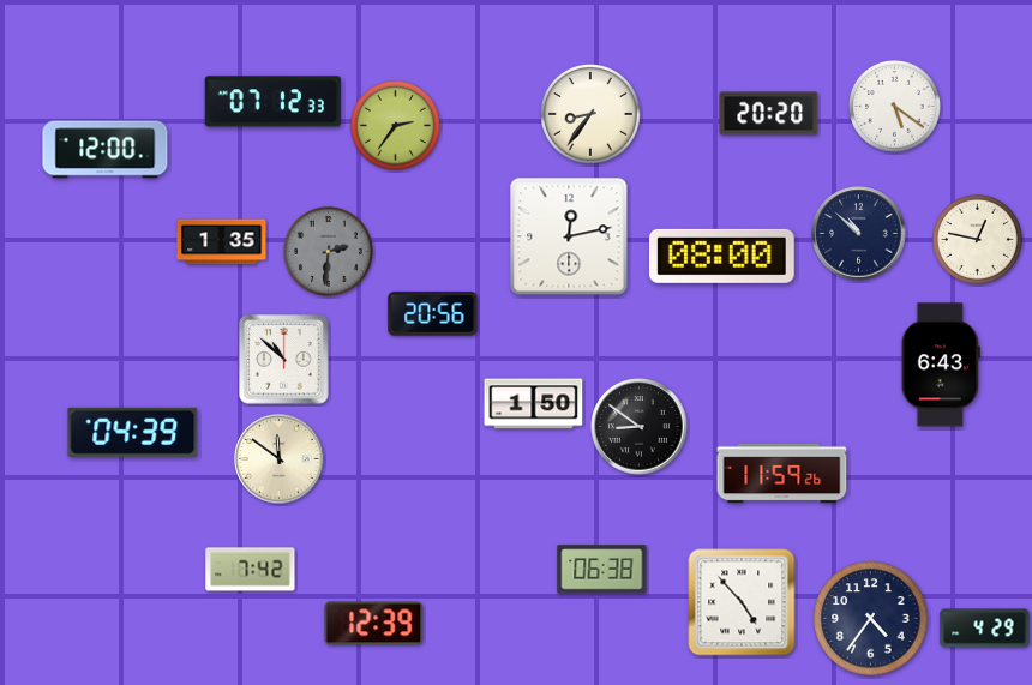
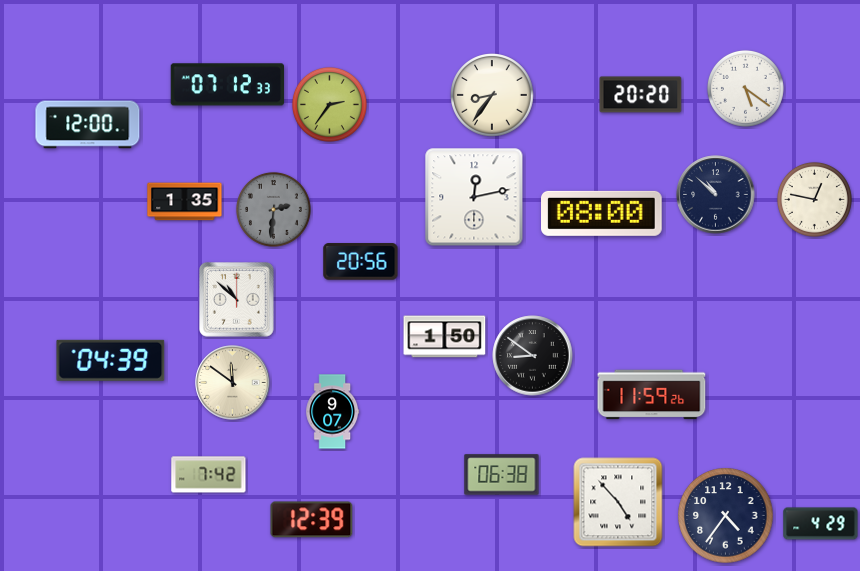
clock at (941, 365): 6:43 -> none
clock at (333, 412): none -> 9:07
